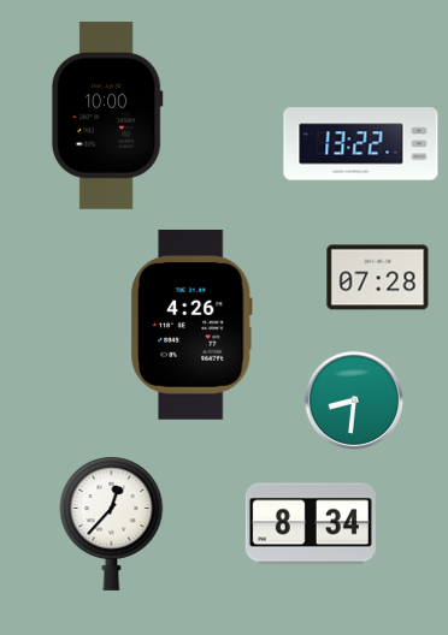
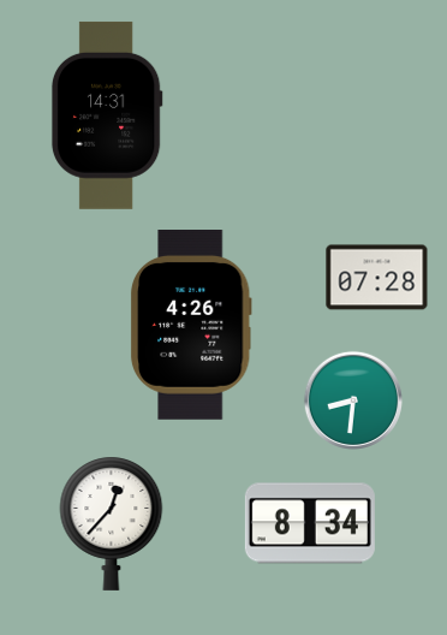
clock at (107, 115): 10:00 -> 14:31
clock at (361, 144): 13:22 -> none
